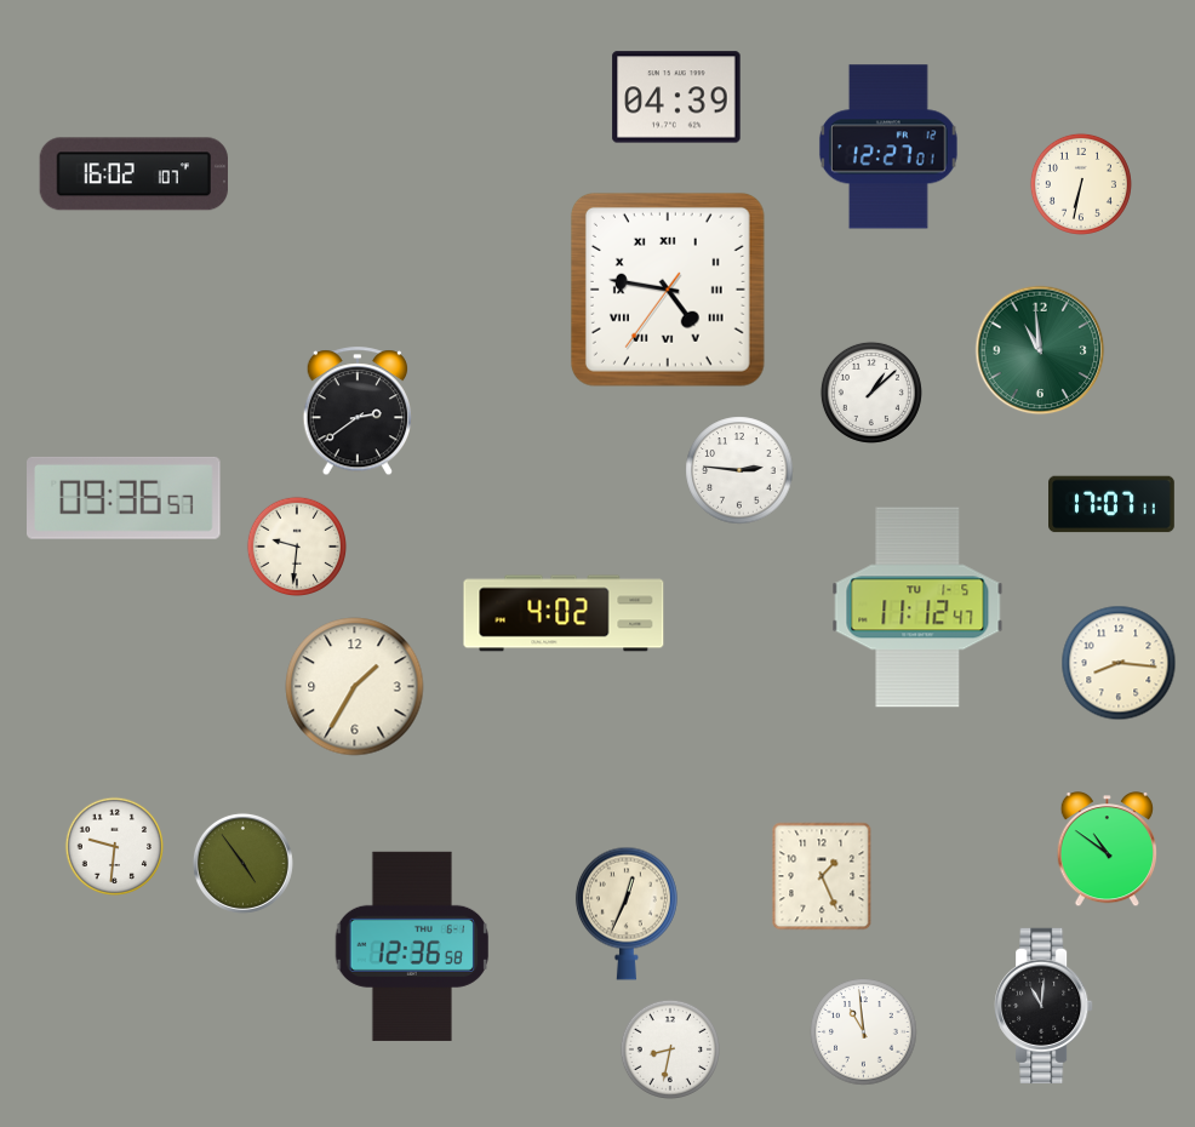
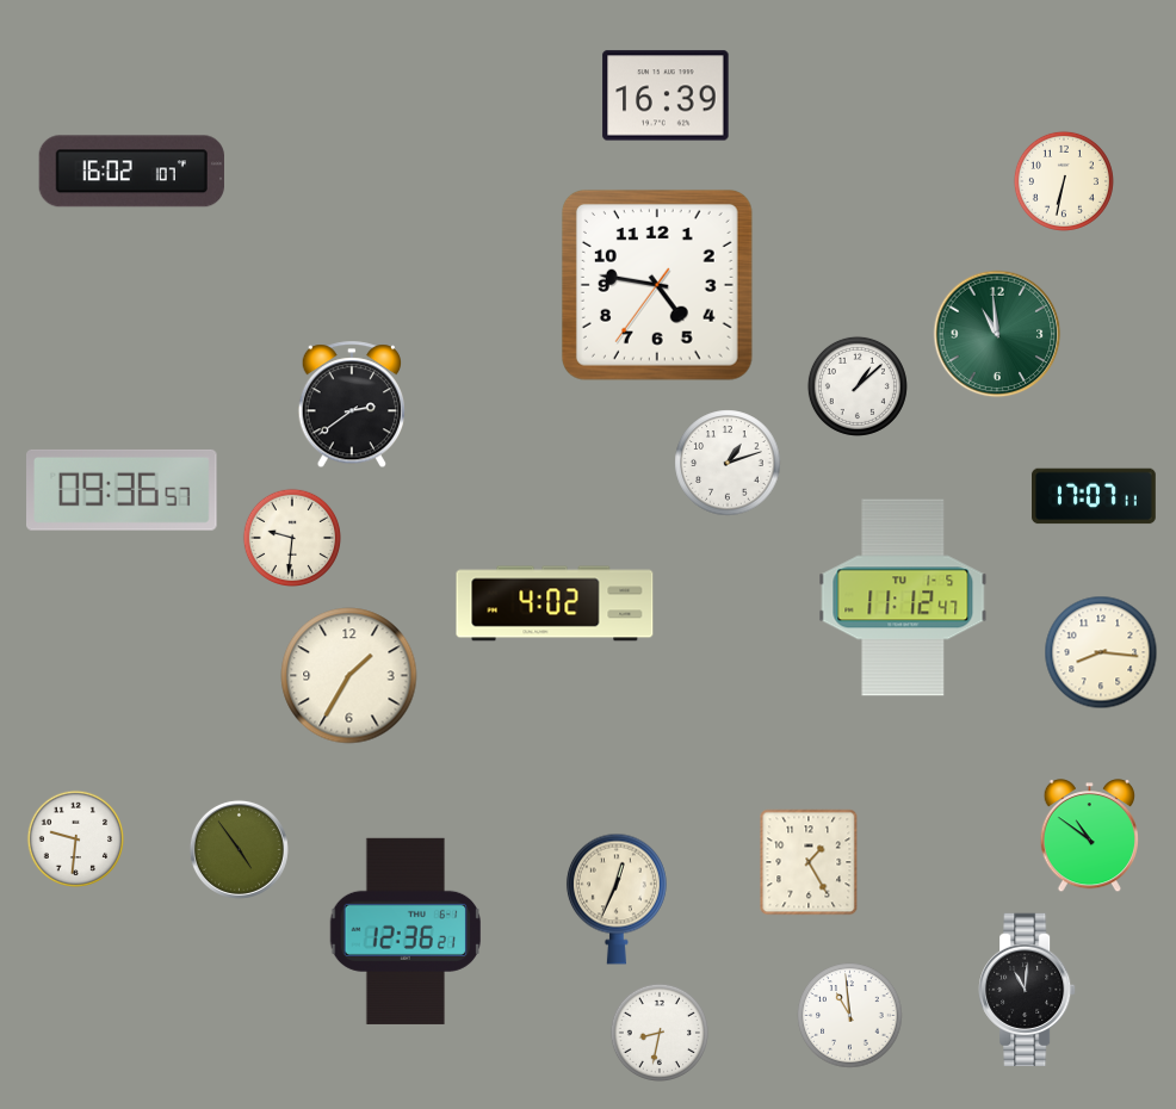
clock at (676, 97): 04:39 -> 16:39
clock at (888, 147): 12:27 -> none
clock at (668, 290) numerals: Roman -> Arabic
clock at (1040, 350) position: (1040, 350) -> (997, 334)
clock at (739, 470): 2:46 -> 1:12
clock at (115, 847) position: (115, 847) -> (76, 840)
clock at (822, 876): 1:26 -> 1:25
clock at (411, 946): 12:36:58 -> 12:36:21
